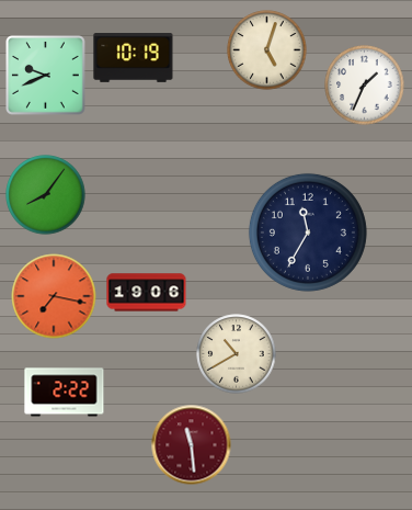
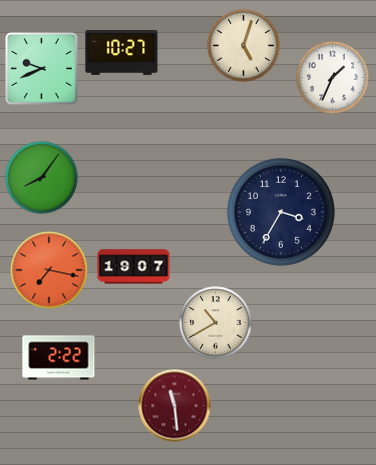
clock at (134, 58): 10:19 -> 10:27
clock at (308, 233): 11:35 -> 3:35
clock at (147, 293): 19:06 -> 19:07
